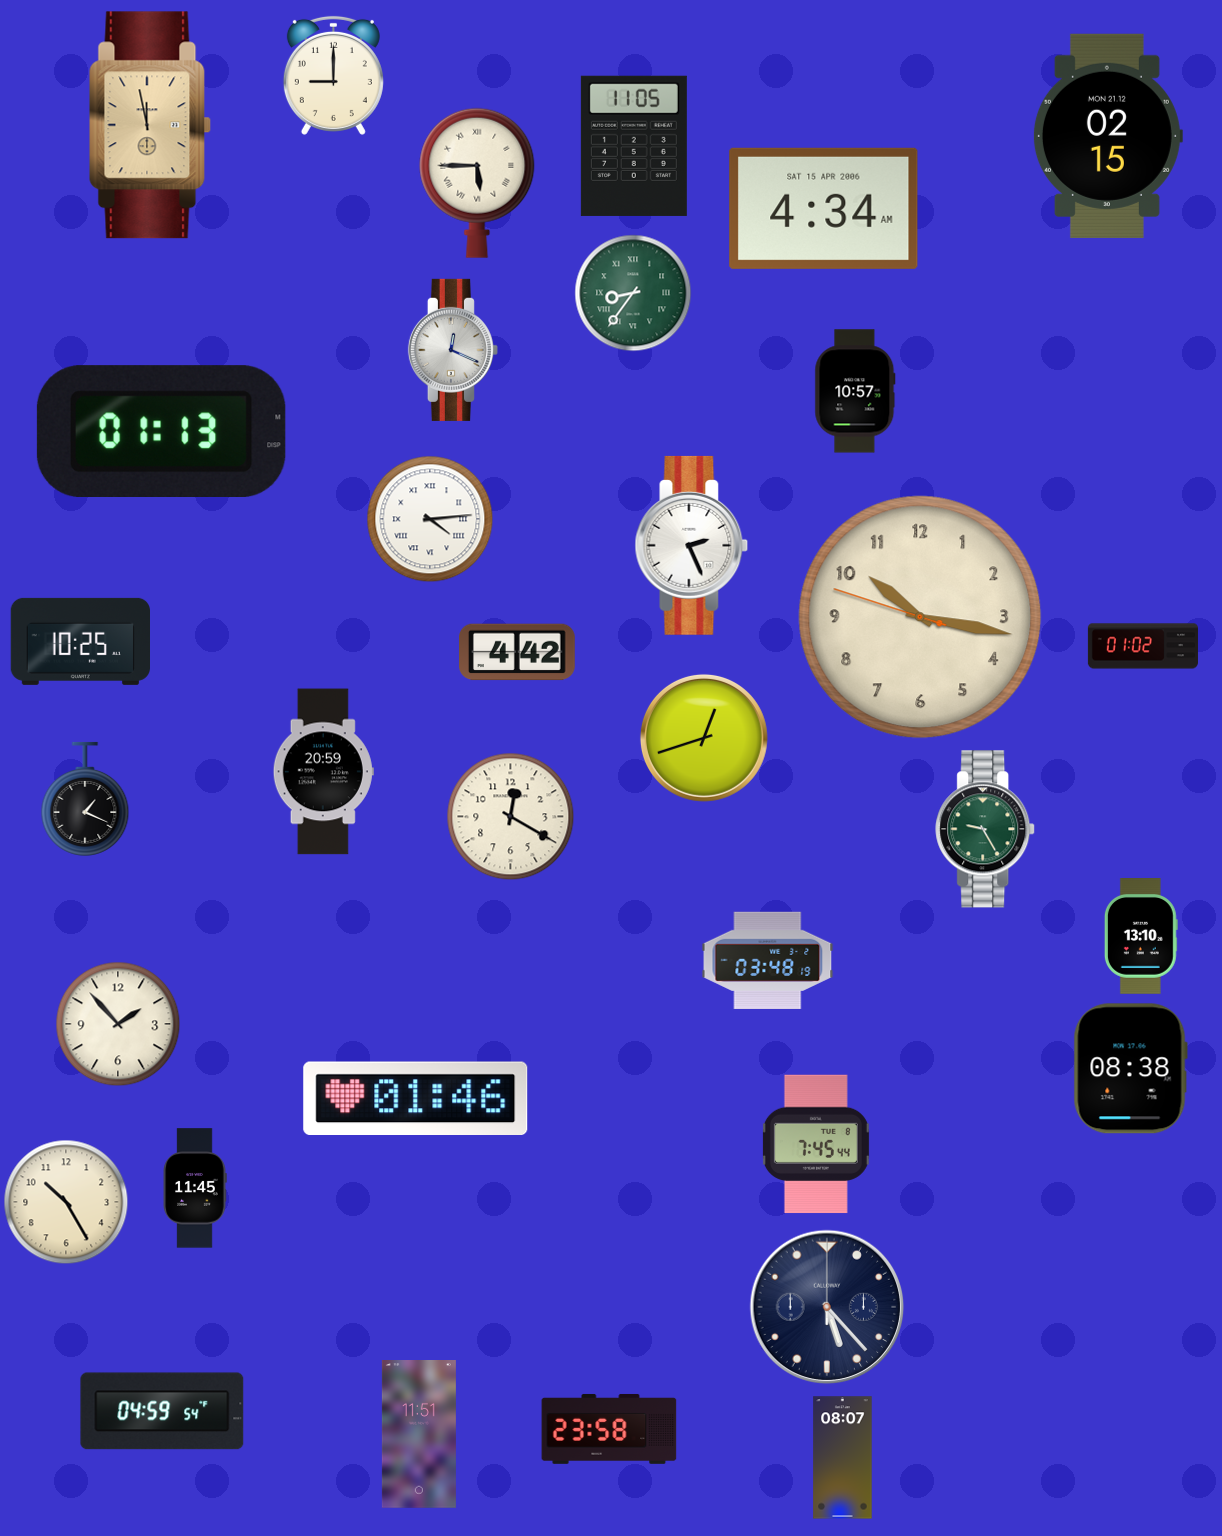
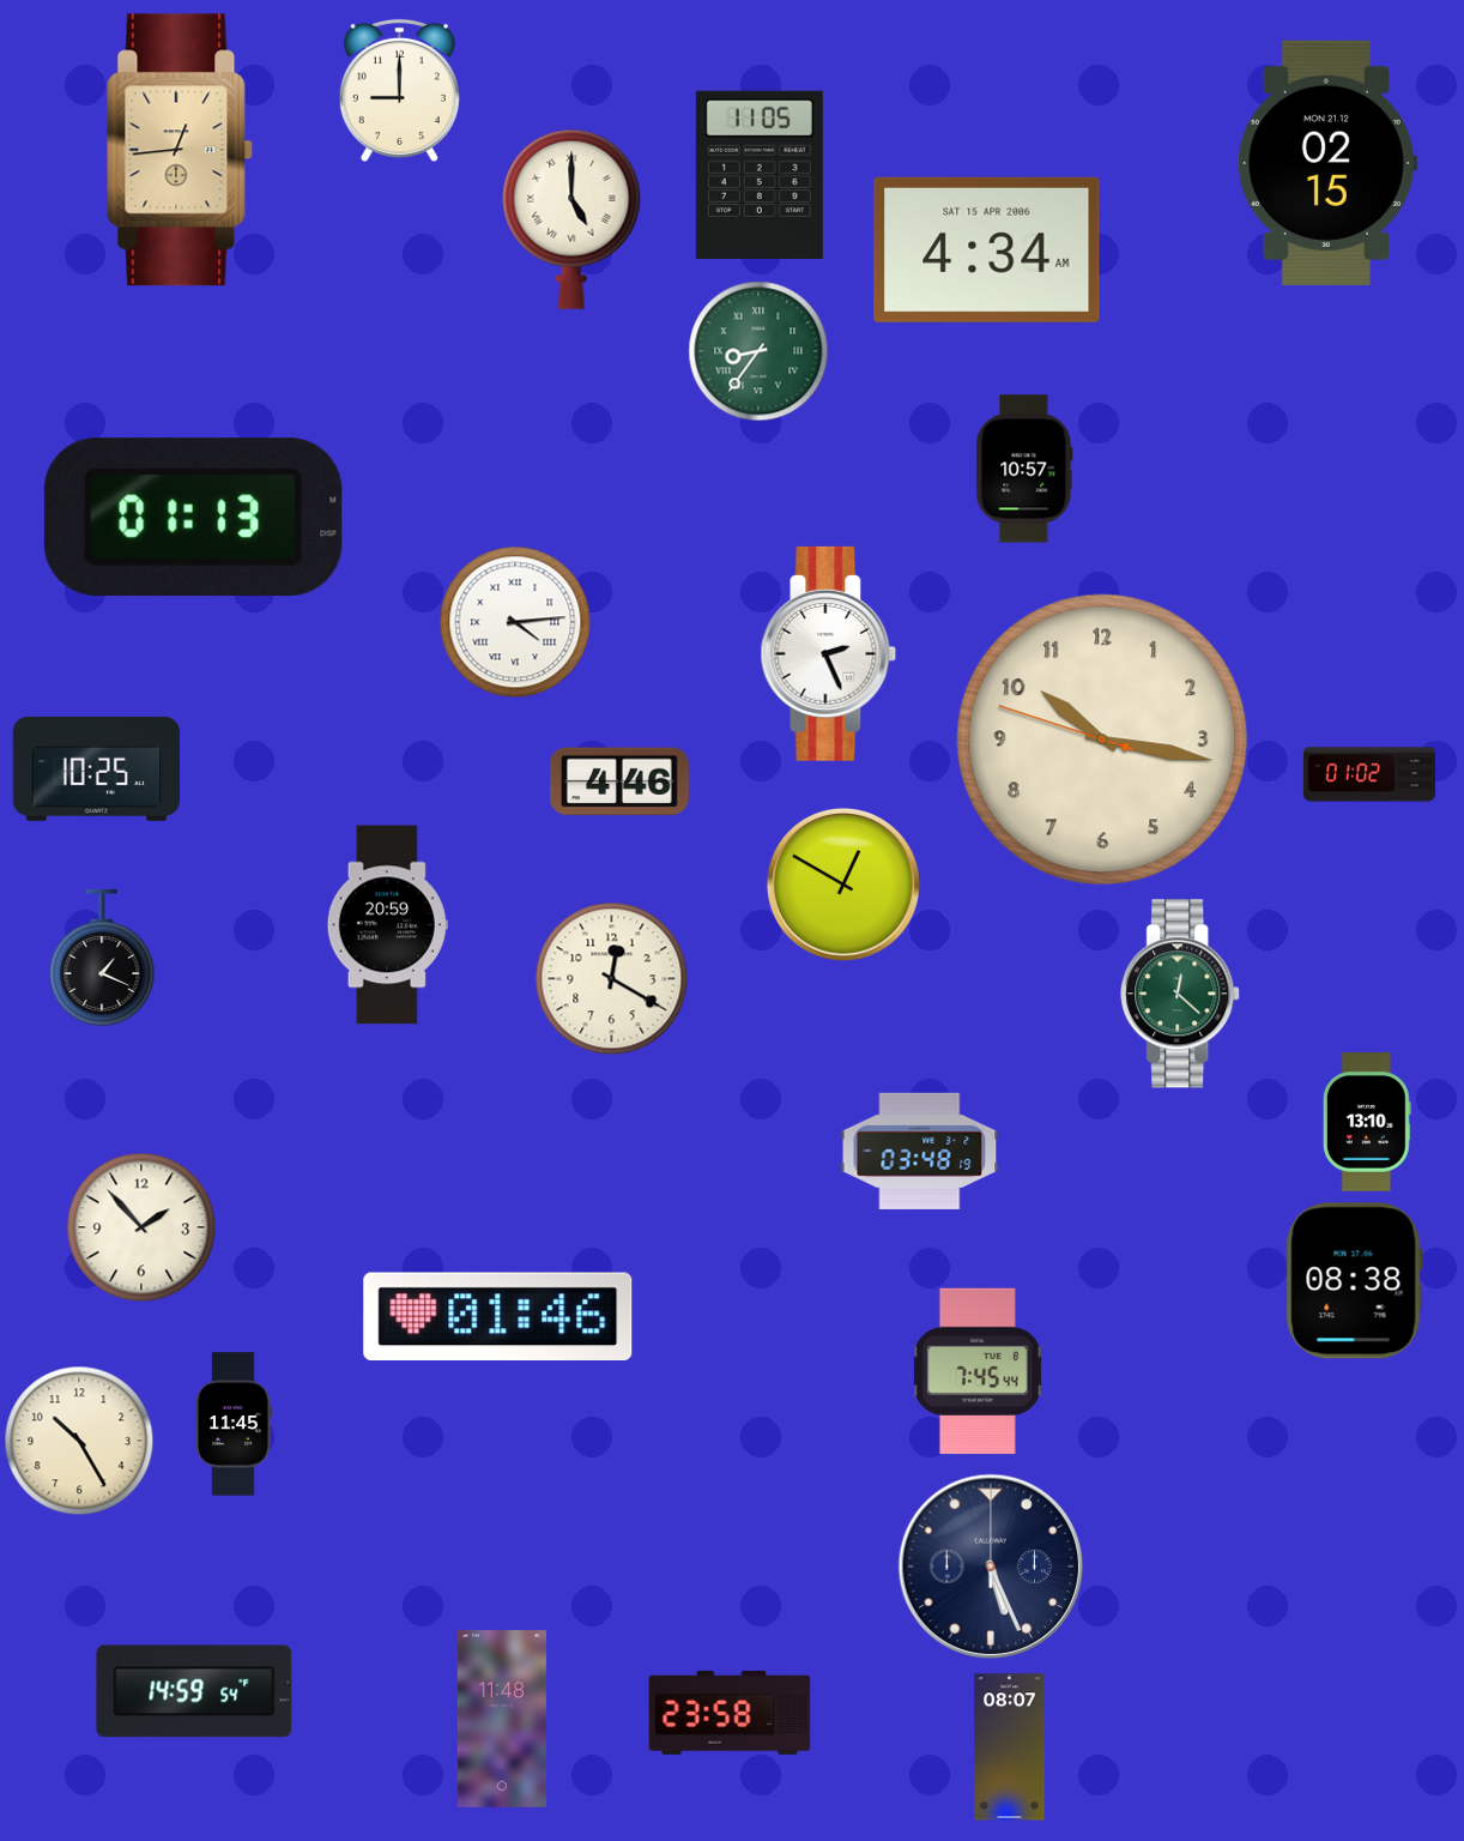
clock at (150, 125): 11:58 -> 12:44
clock at (477, 183): 5:45 -> 5:00
clock at (453, 350): 12:19 -> none
clock at (518, 652): 4:42 -> 4:46
clock at (704, 738): 12:42 -> 12:50
clock at (986, 829): 9:25 -> 12:22
clock at (827, 1307): 5:23 -> 5:26
clock at (162, 1411): 04:59 -> 14:59
clock at (419, 1435): 11:51 -> 11:48
